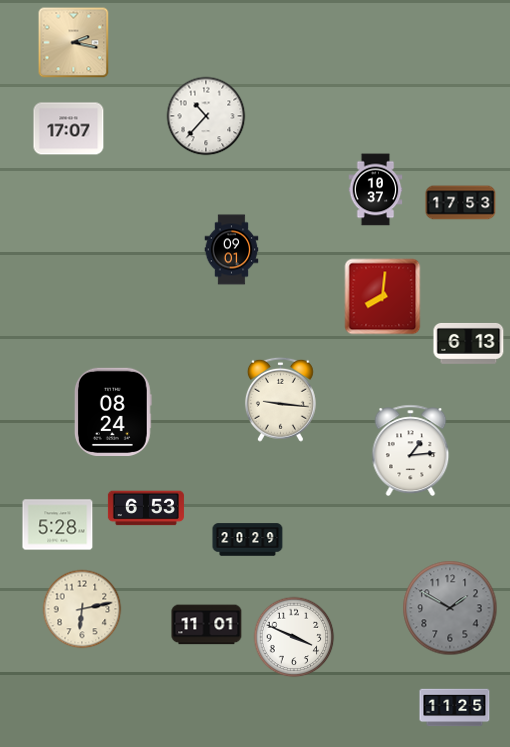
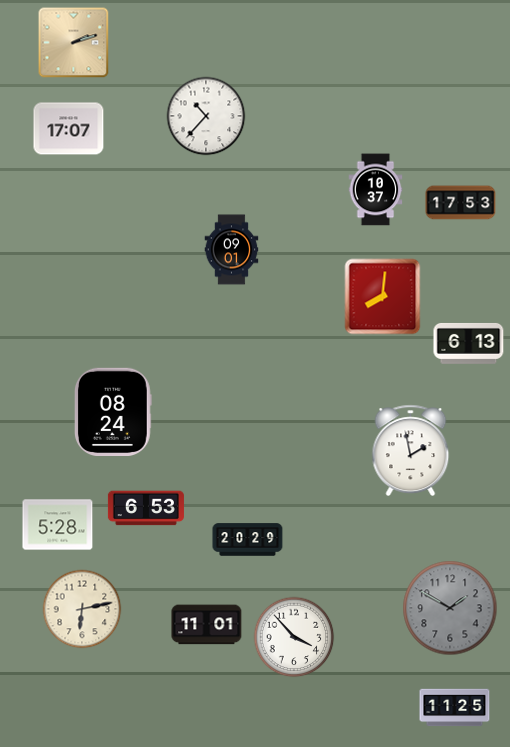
clock at (74, 43): 2:17 -> 2:12
clock at (280, 399): 9:16 -> none
clock at (411, 450): 1:14 -> 1:58
clock at (294, 637): 3:49 -> 3:53
